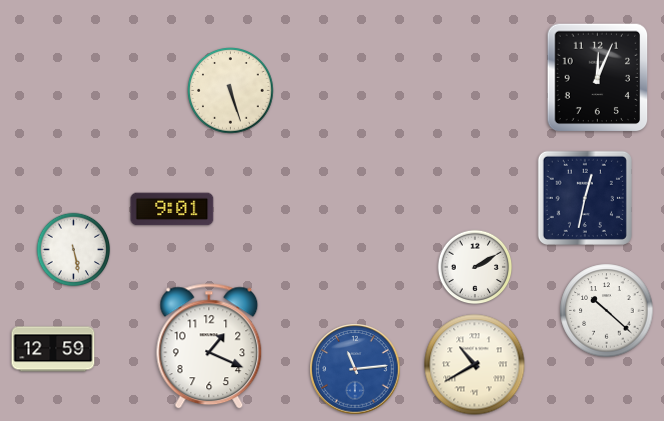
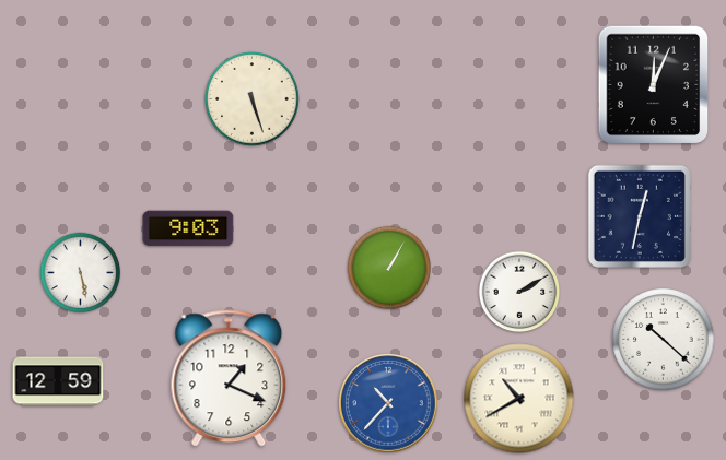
clock at (172, 209): 9:01 -> 9:03
clock at (388, 267): none -> 1:05
clock at (355, 369): 11:14 -> 10:37
